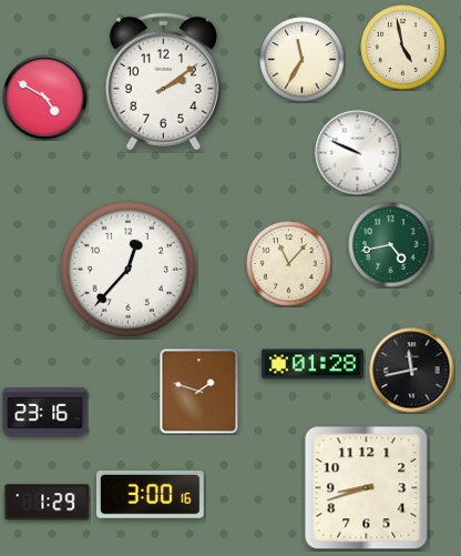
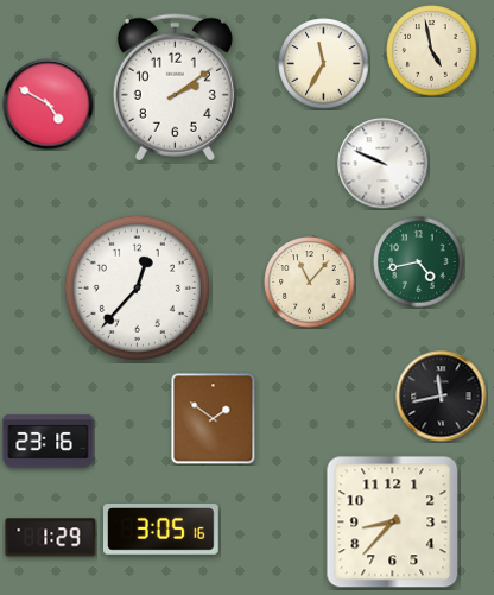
clock at (313, 364): 01:28 -> none
clock at (199, 392): 1:48 -> 1:51
clock at (367, 488): 8:42 -> 8:37
clock at (151, 495): 3:00 -> 3:05
